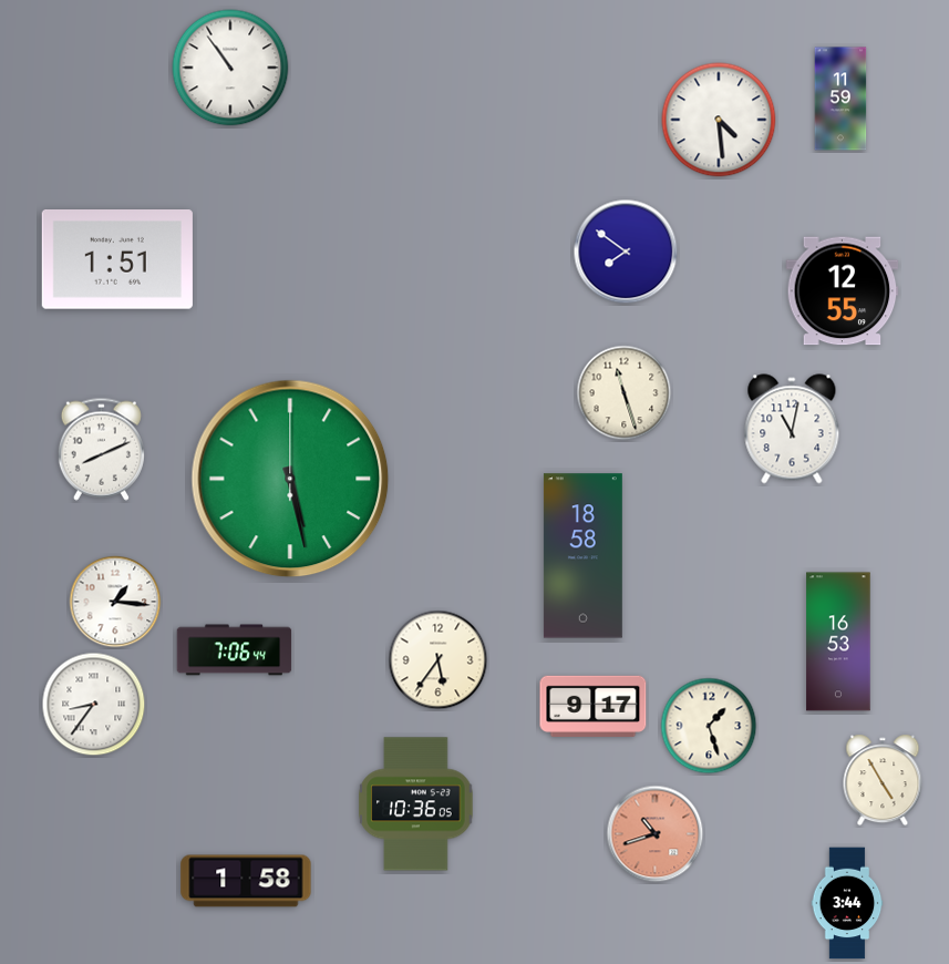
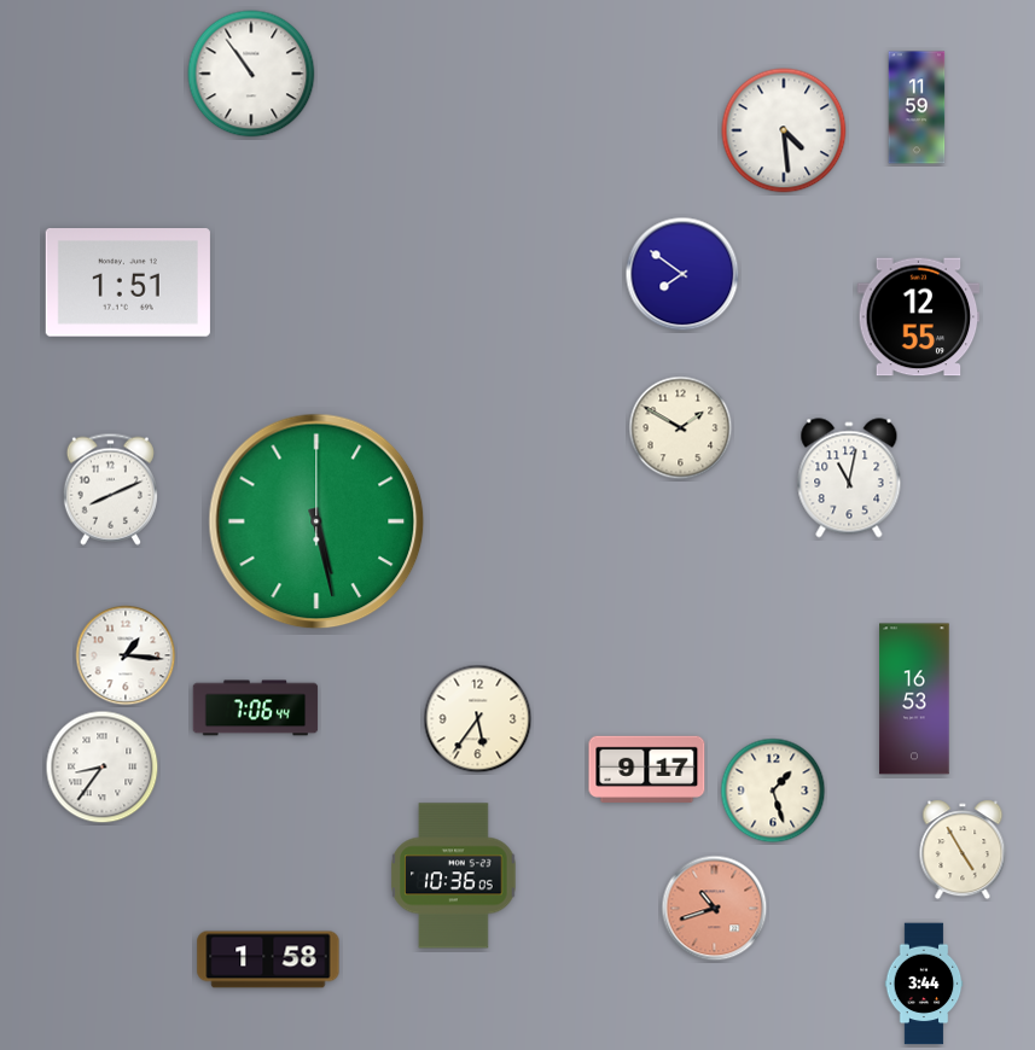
clock at (625, 393): 11:27 -> 1:50
clock at (792, 429) position: (792, 429) -> (849, 478)
clock at (582, 556): 18:58 -> none
